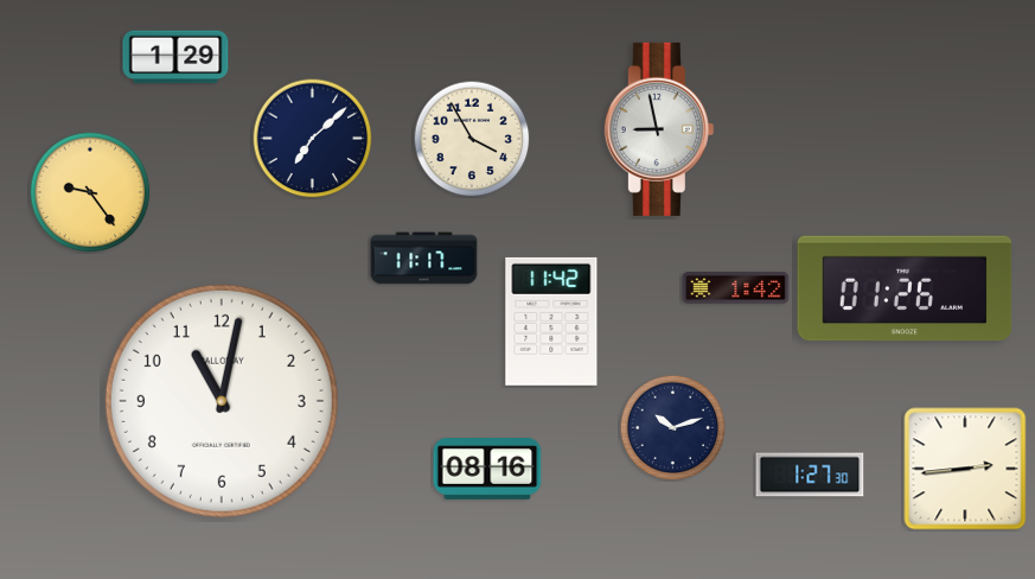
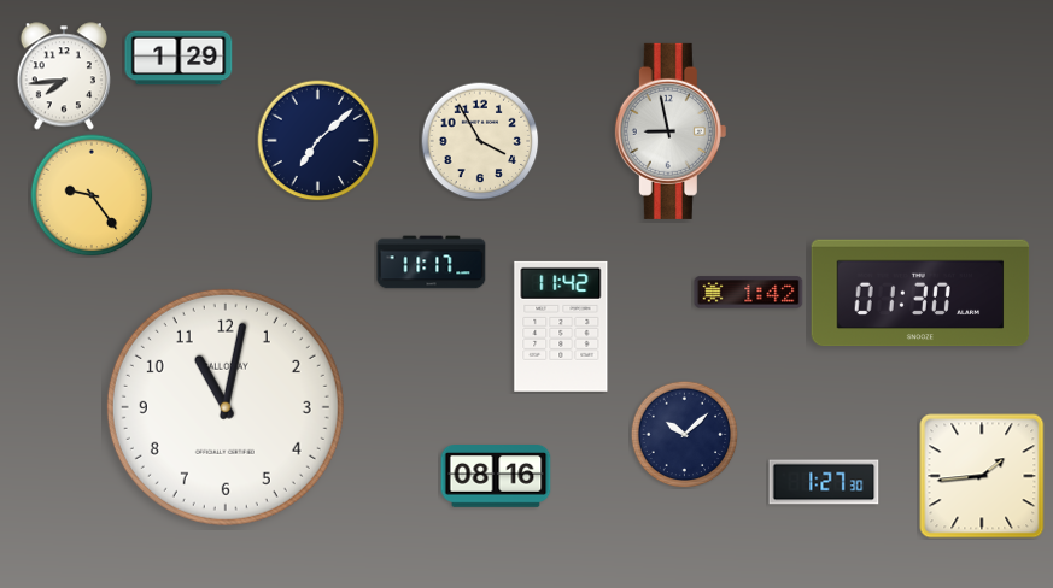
clock at (64, 76): none -> 7:44
clock at (905, 288): 01:26 -> 01:30
clock at (672, 427): 10:12 -> 10:08
clock at (965, 469): 2:44 -> 1:44
